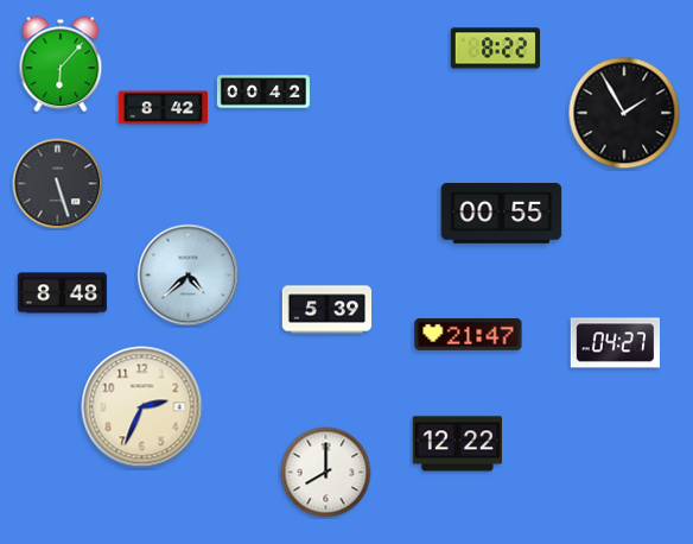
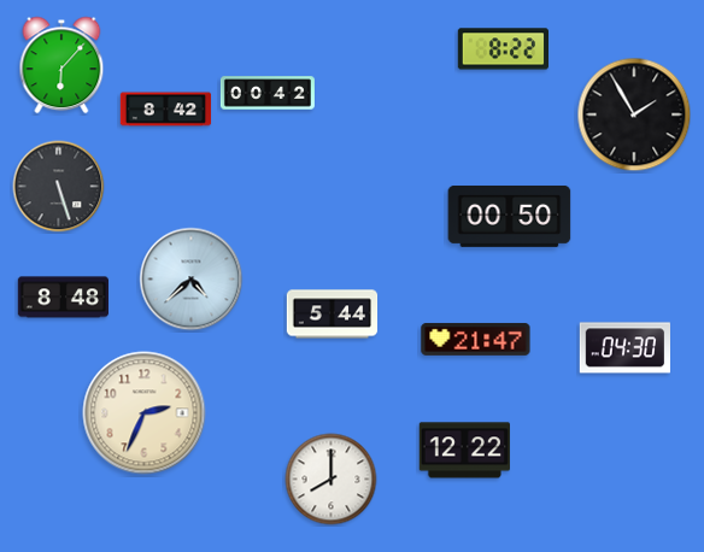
clock at (502, 213): 00:55 -> 00:50
clock at (328, 310): 5:39 -> 5:44
clock at (615, 343): 04:27 -> 04:30
